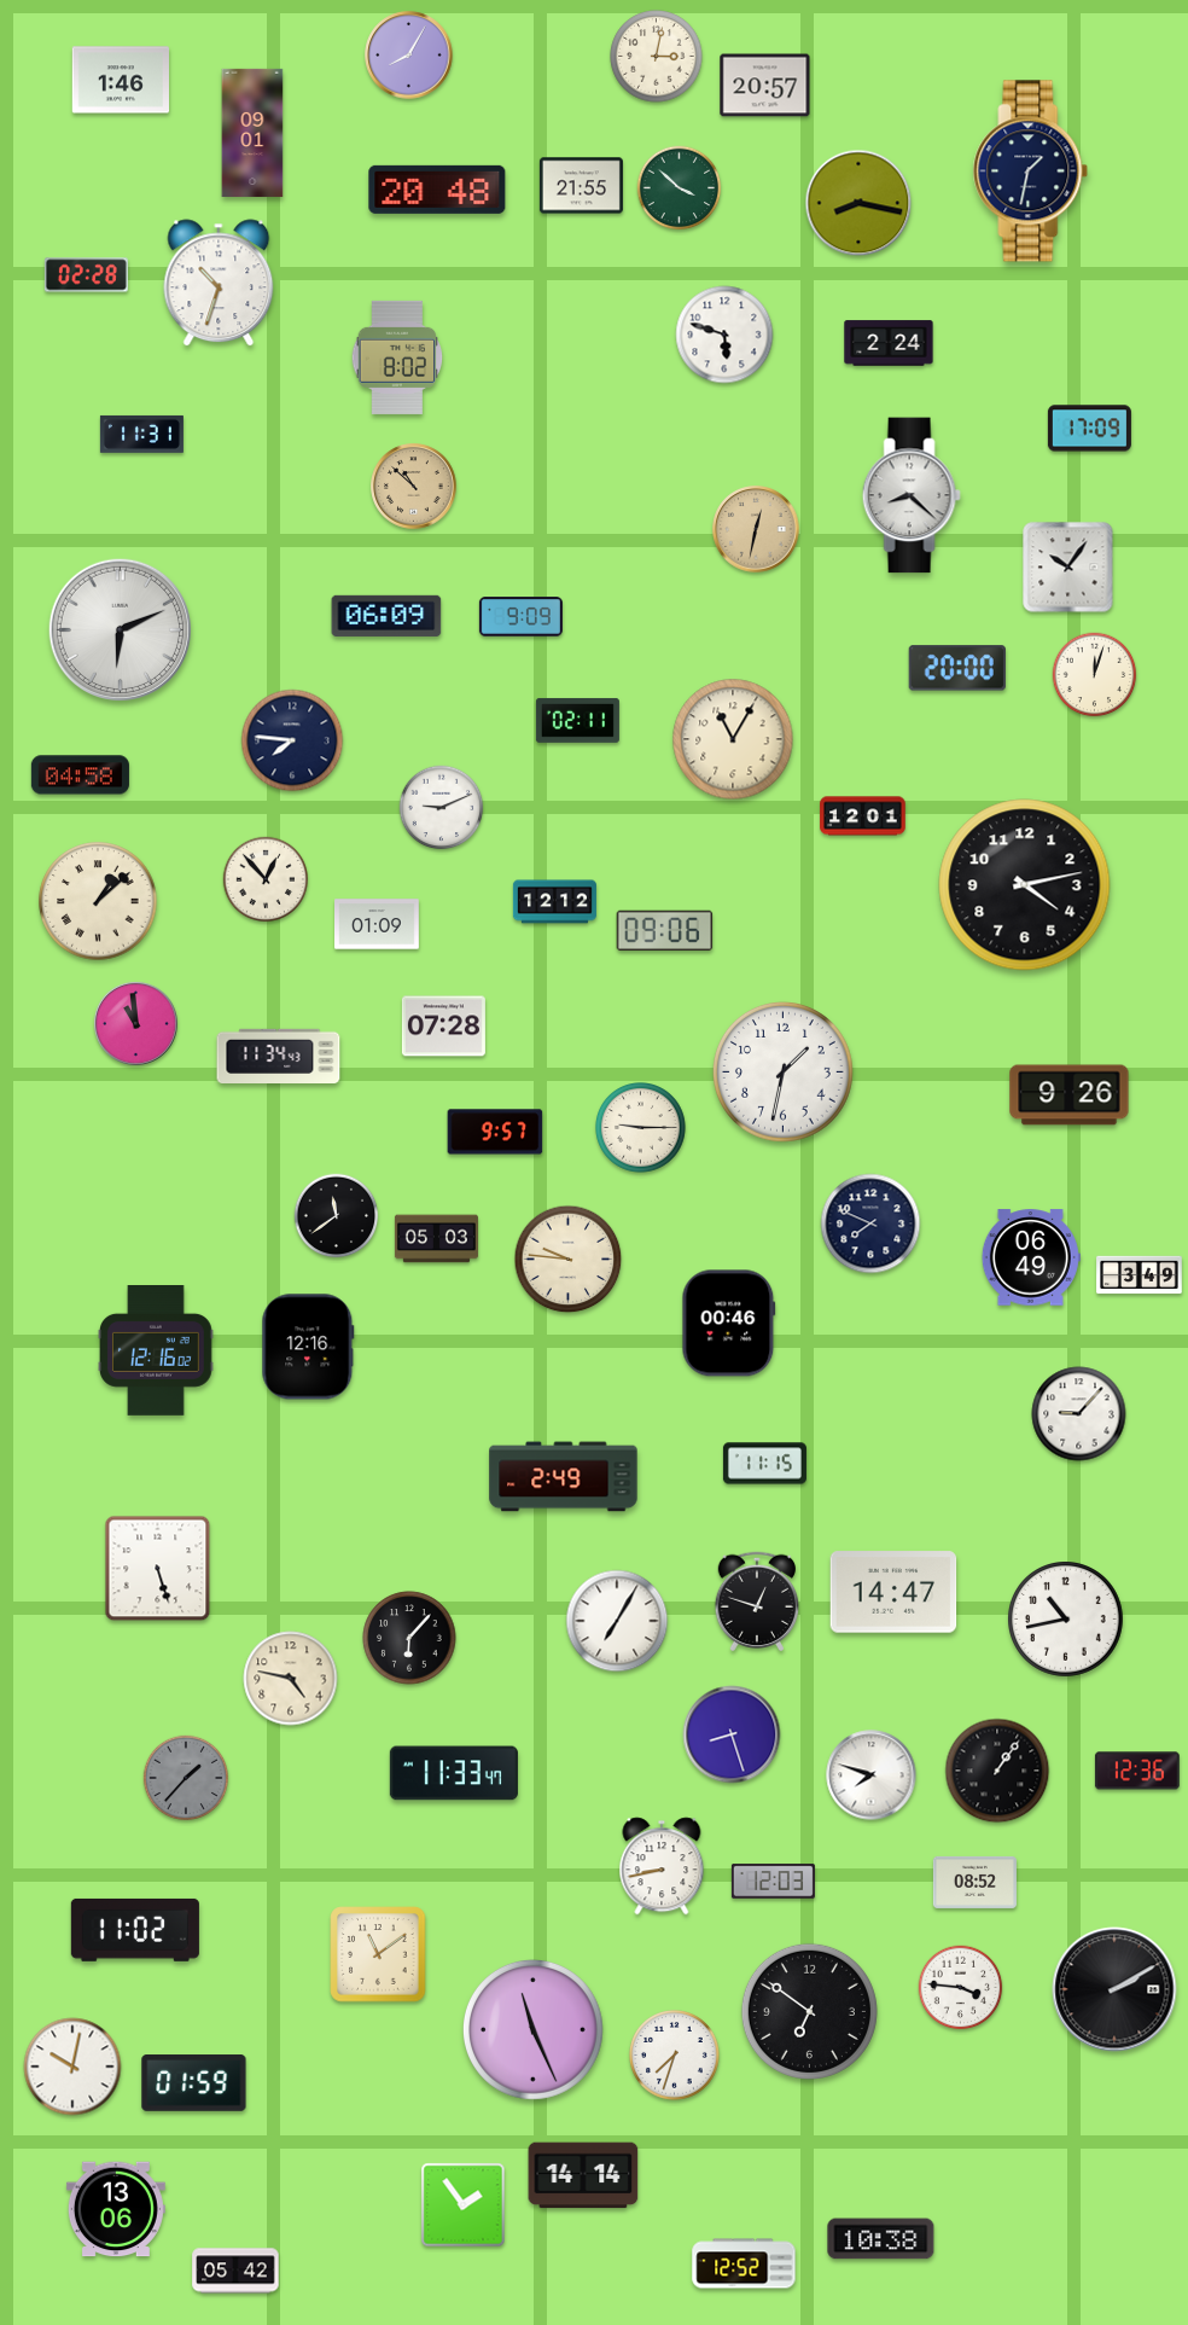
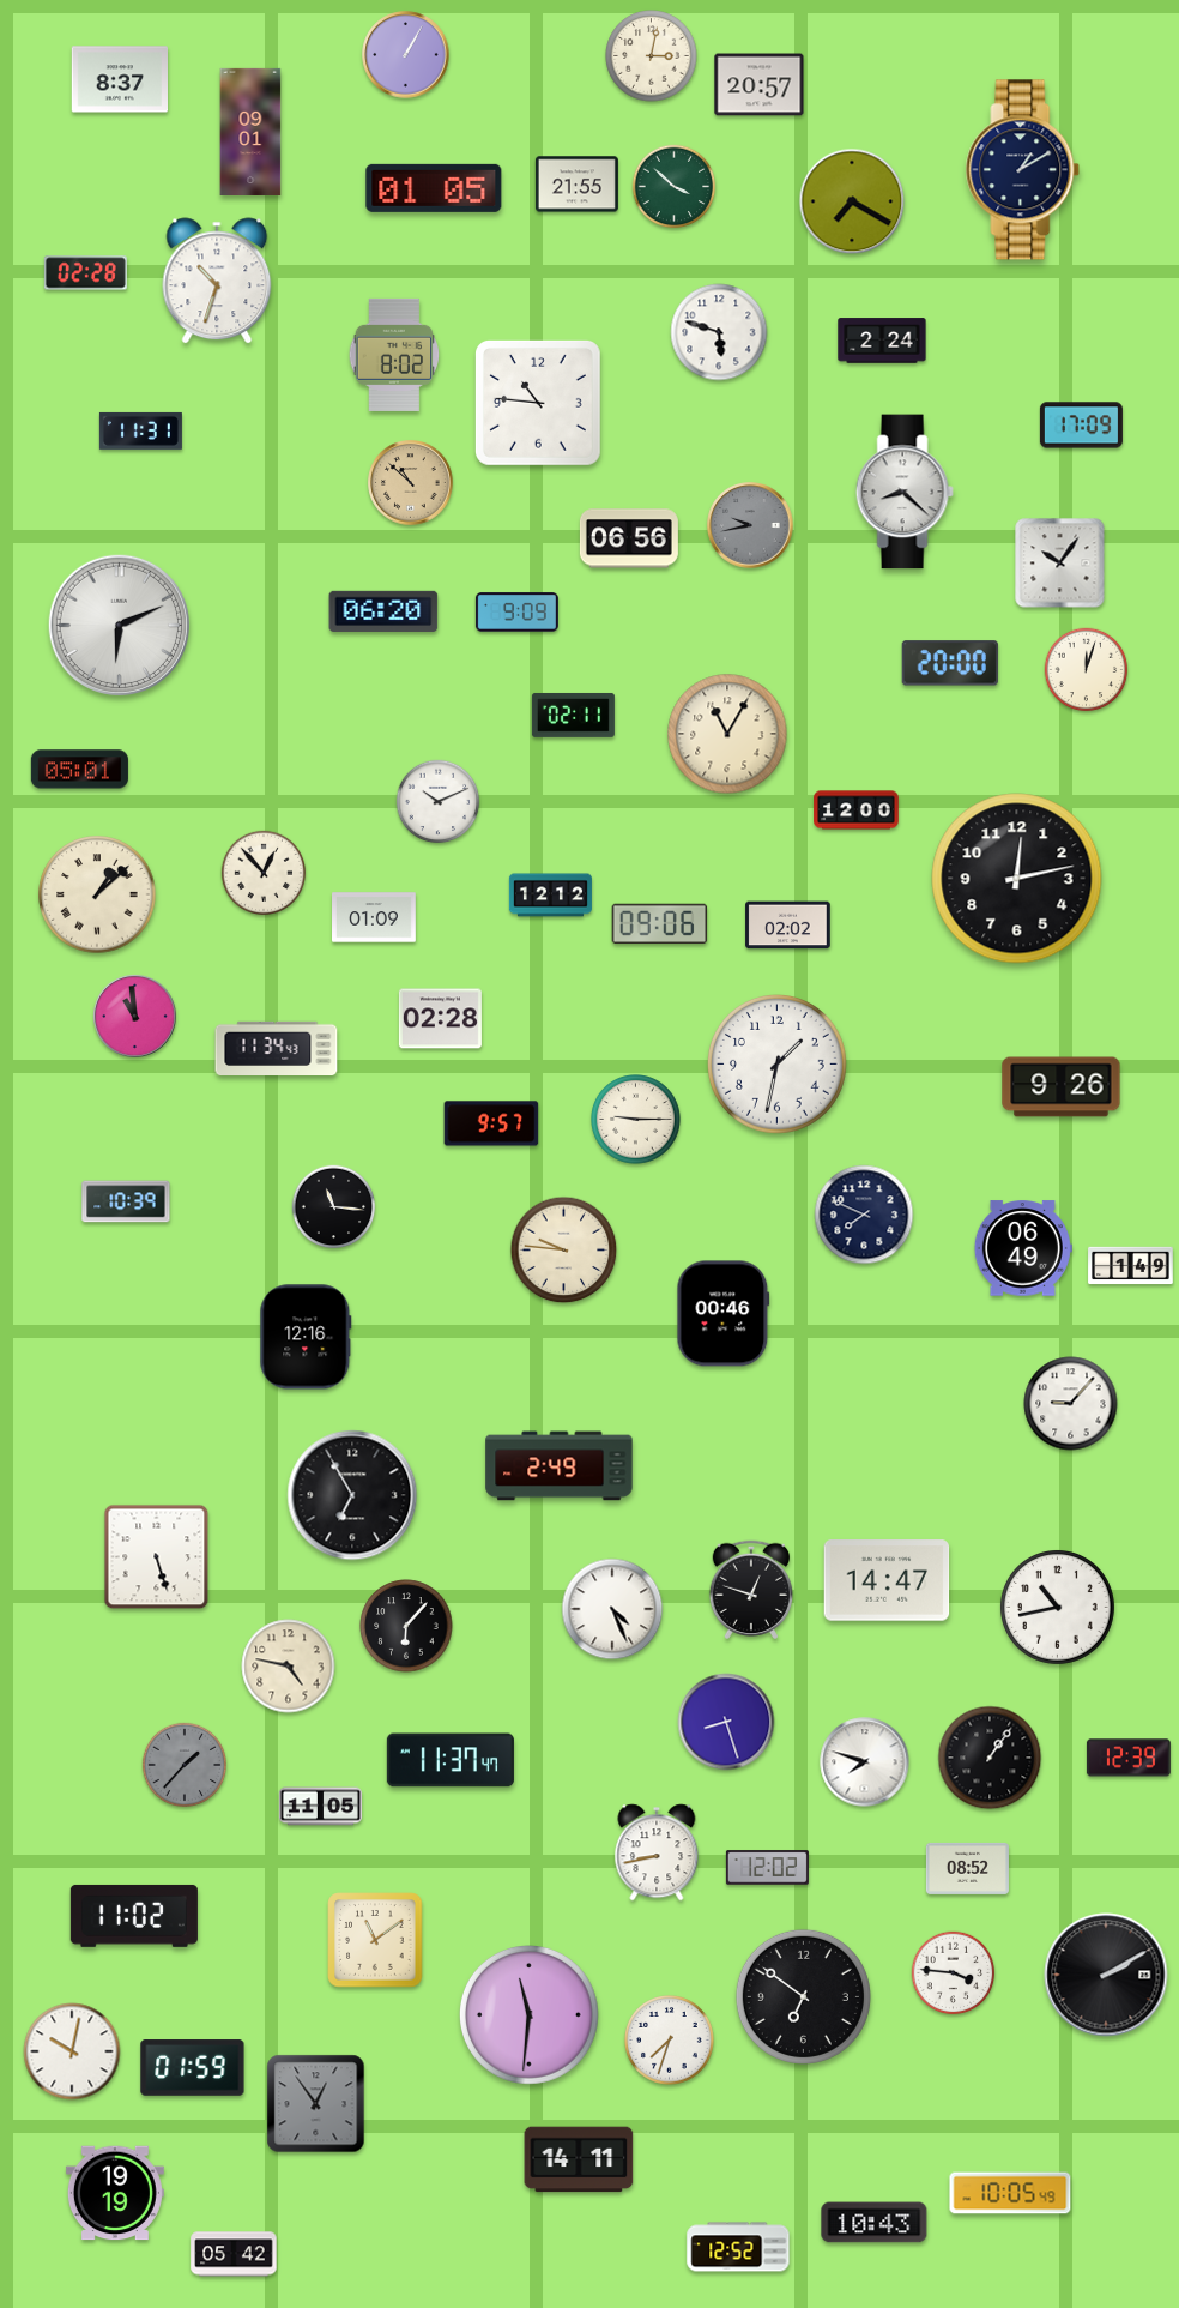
clock at (409, 56): 8:05 -> 1:05
clock at (121, 80): 1:46 -> 8:37
clock at (1031, 172): 1:32 -> 1:10
clock at (437, 190): 20:48 -> 01:05
clock at (858, 203): 8:17 -> 7:20
clock at (538, 403): none -> 10:46
clock at (756, 529): 12:32 -> 9:43
clock at (756, 529) dial: champagne -> grey
clock at (629, 538): none -> 06:56
clock at (386, 616): 06:09 -> 06:20
clock at (292, 740): 7:46 -> none
clock at (80, 775): 04:58 -> 05:01
clock at (442, 808): 9:11 -> 10:11
clock at (863, 816): 12:01 -> 12:00
clock at (1025, 885): 4:13 -> 12:13
clock at (788, 926): none -> 02:02
clock at (443, 1027): 07:28 -> 02:28
clock at (126, 1201): none -> 10:39
clock at (337, 1216): 11:39 -> 11:16
clock at (436, 1239): 05:03 -> none
clock at (1140, 1275): 3:49 -> 1:49
clock at (157, 1352): 12:16 -> none
clock at (764, 1464): 11:15 -> none
clock at (352, 1495): none -> 6:55
clock at (617, 1621): 7:05 -> 4:26
clock at (1137, 1771): 12:36 -> 12:39
clock at (454, 1773): 11:33 -> 11:37
clock at (320, 1807): none -> 11:05
clock at (773, 1882): 12:03 -> 12:02
clock at (534, 2030): 11:26 -> 11:31
clock at (316, 2104): none -> 12:54
clock at (583, 2175): 14:14 -> 14:11
clock at (464, 2205): 1:54 -> none
clock at (116, 2209): 13:06 -> 19:19
clock at (1010, 2193): none -> 10:05
clock at (881, 2239): 10:38 -> 10:43
